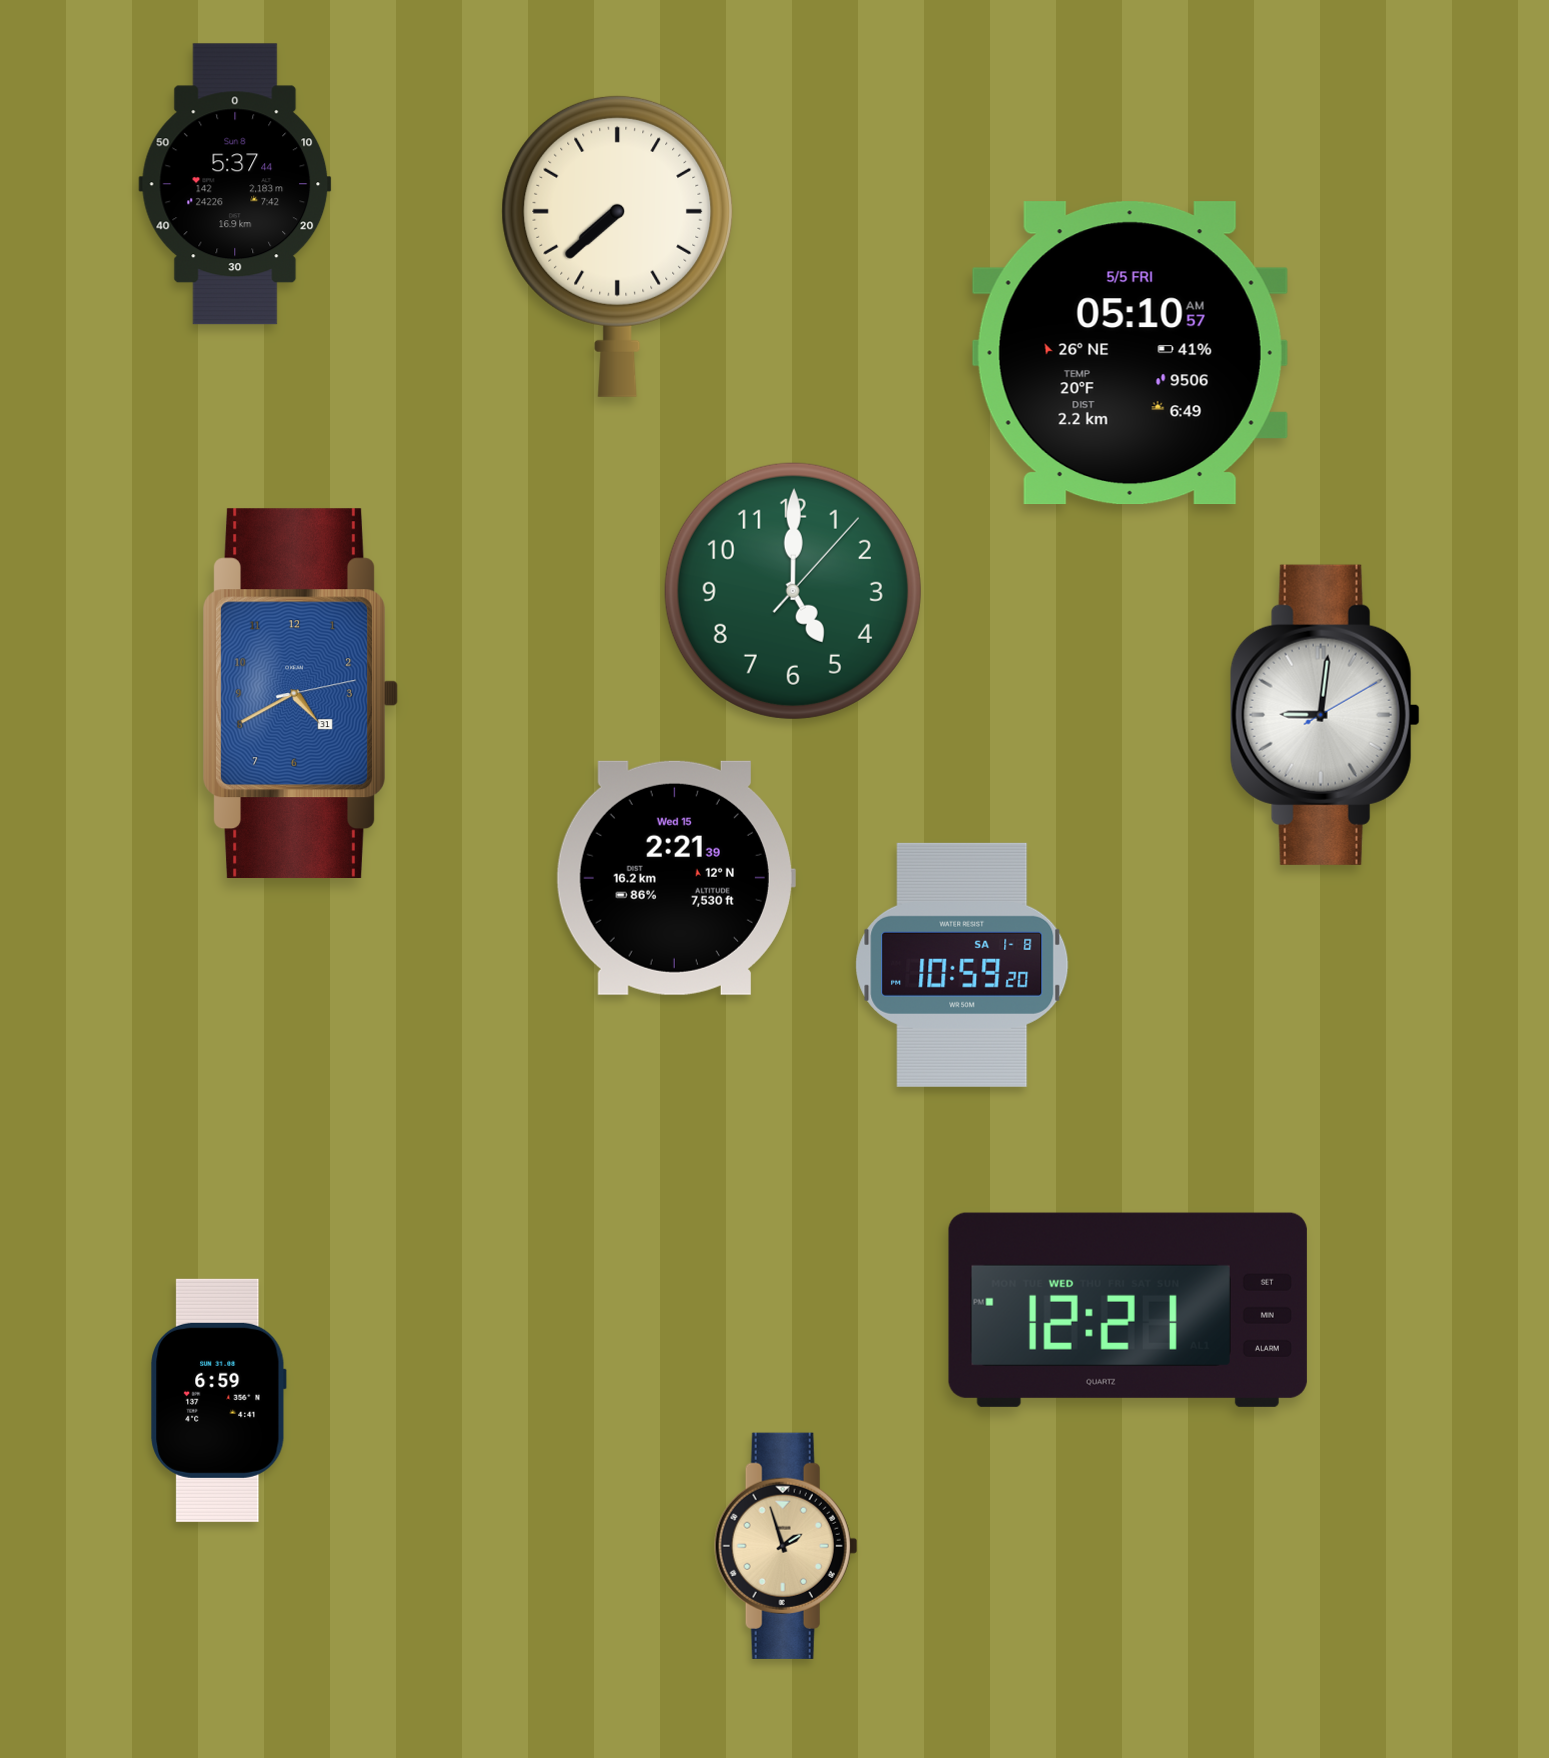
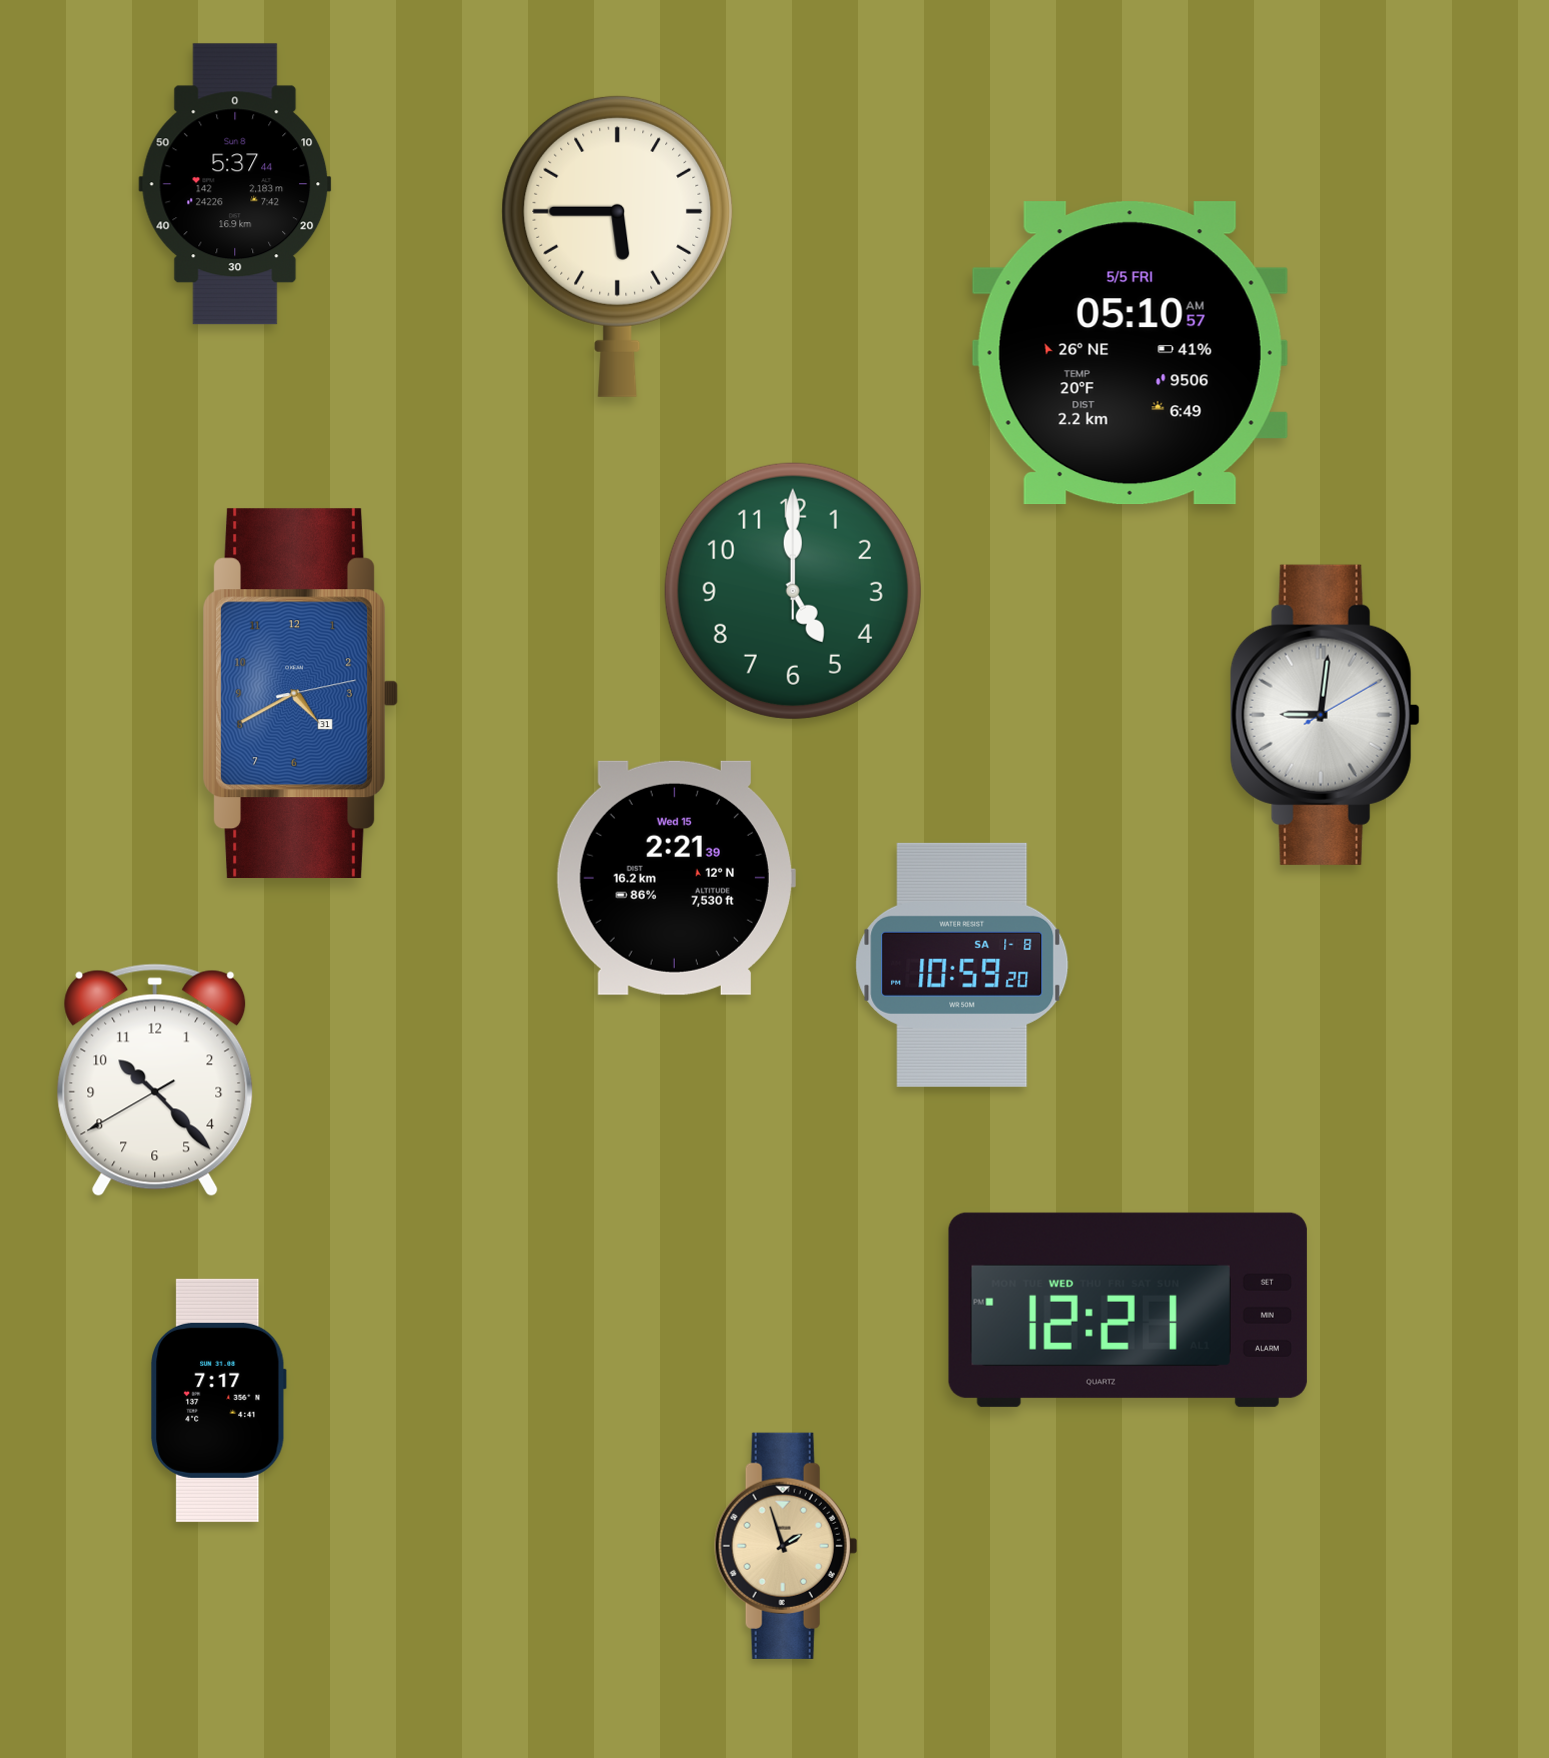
clock at (618, 246): 7:38 -> 5:45
clock at (793, 591): 5:00:07 -> 5:00:00
clock at (155, 1080): none -> 10:22
clock at (219, 1400): 6:59 -> 7:17
